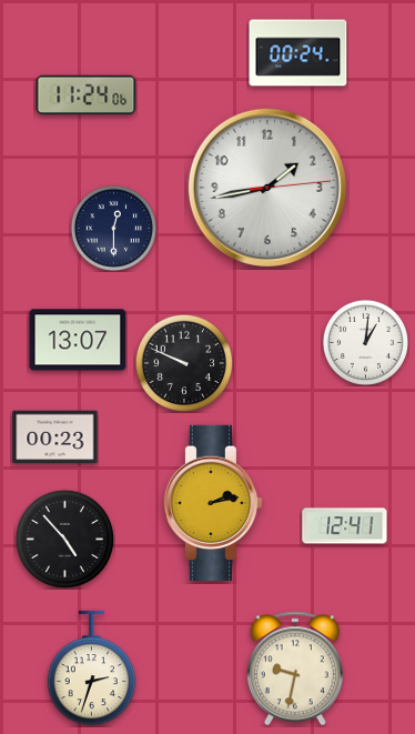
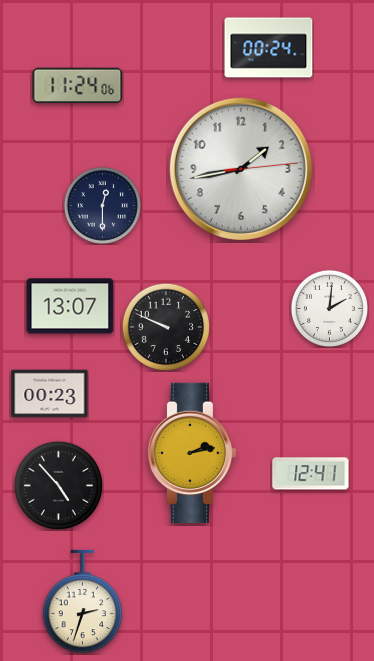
clock at (365, 342): 1:01 -> 2:01
clock at (295, 668): 9:32 -> none
